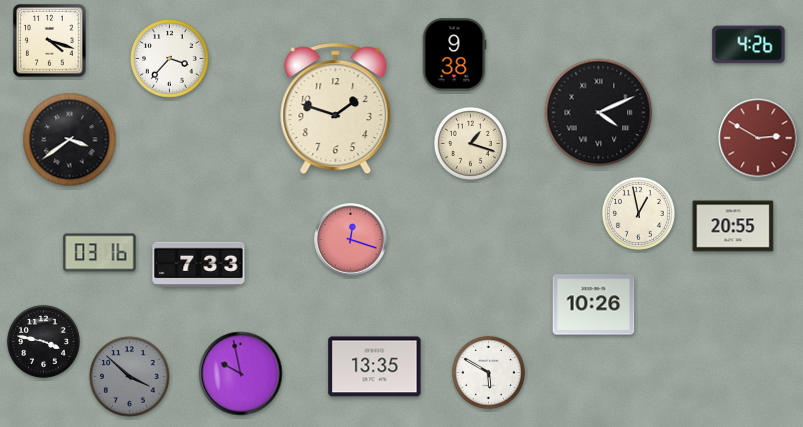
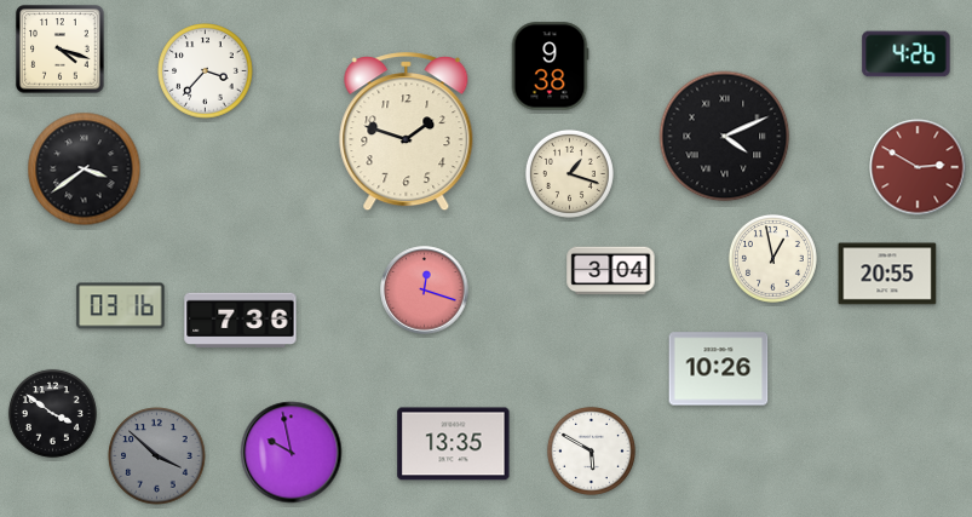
clock at (611, 271): none -> 3:04
clock at (199, 265): 7:33 -> 7:36
clock at (43, 341): 3:47 -> 3:51
